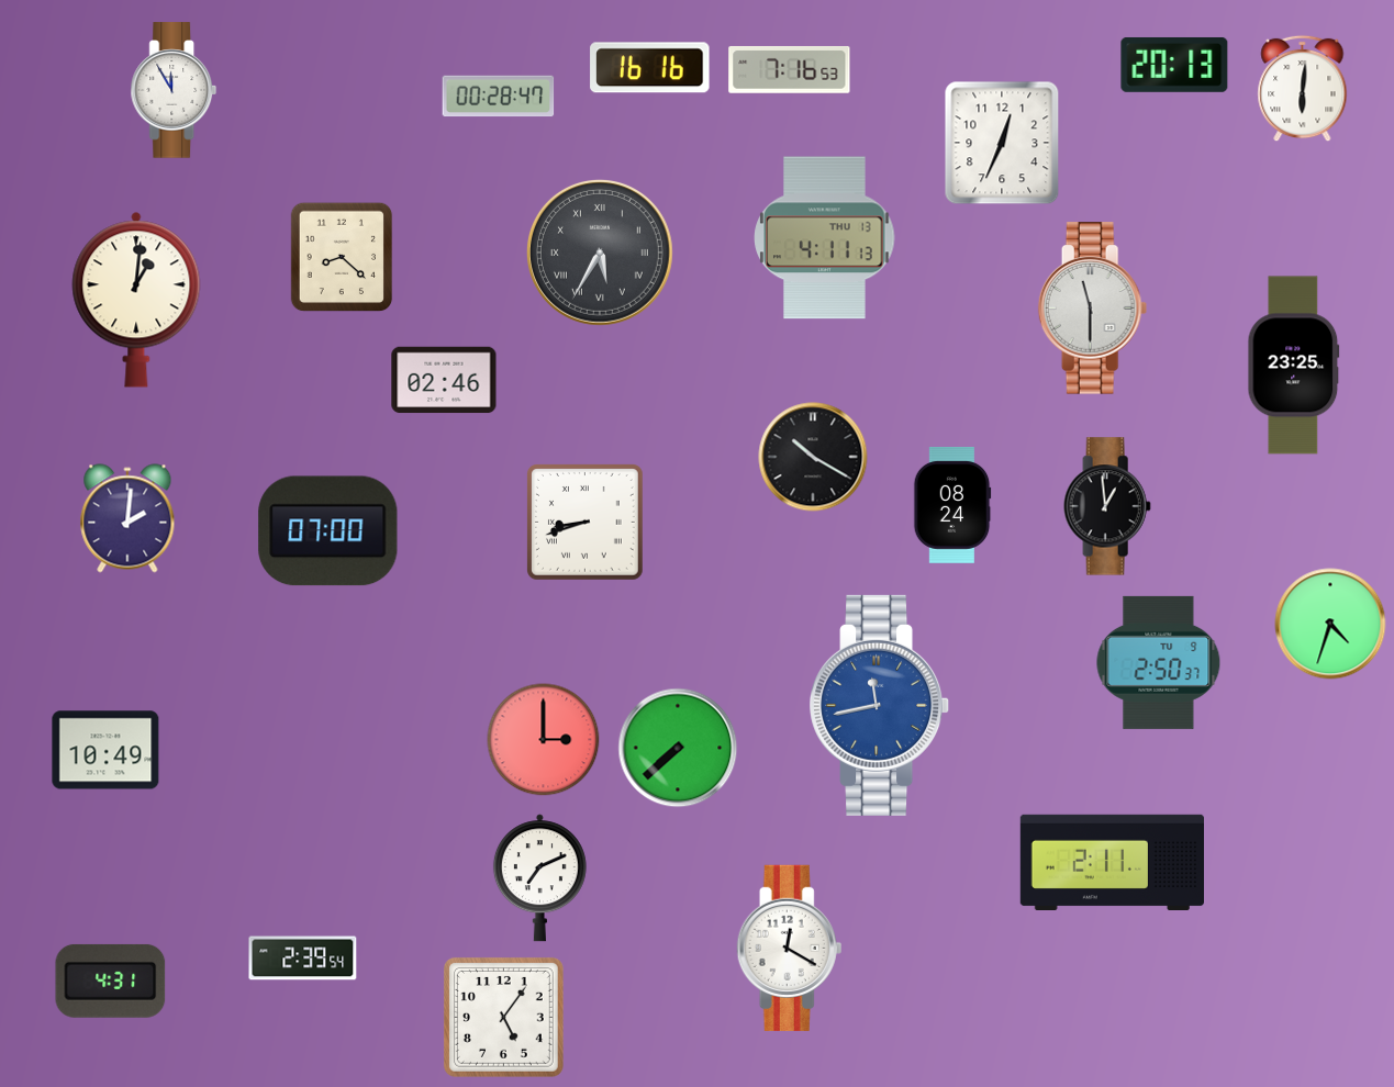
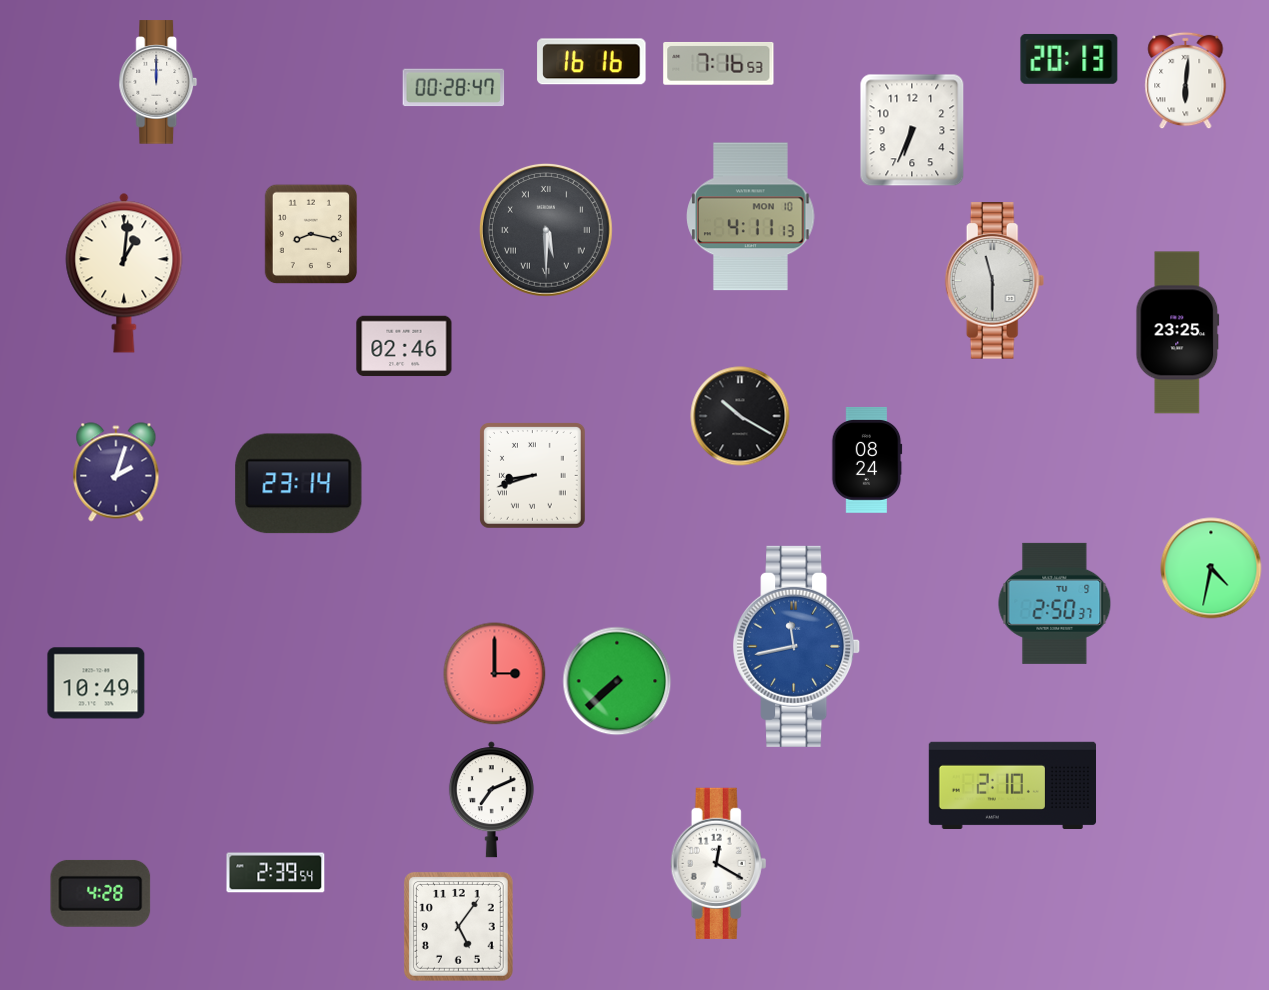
clock at (174, 90): 11:55 -> 12:00
clock at (1002, 143): 12:34 -> 6:34
clock at (825, 238) date: THU 13 -> MON 10
clock at (600, 253): 5:35 -> 5:30
clock at (342, 257): 8:22 -> 8:17
clock at (1107, 506): 12:59 -> none
clock at (127, 518): 2:01 -> 2:03
clock at (328, 531): 07:00 -> 23:14
clock at (1330, 624): 4:33 -> 4:32
clock at (880, 705) position: (880, 705) -> (797, 646)
clock at (1112, 862): 2:11 -> 2:10
clock at (111, 980): 4:31 -> 4:28
